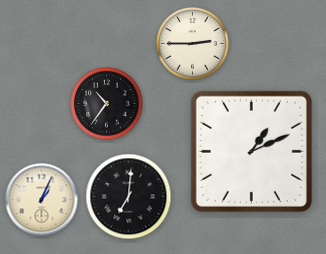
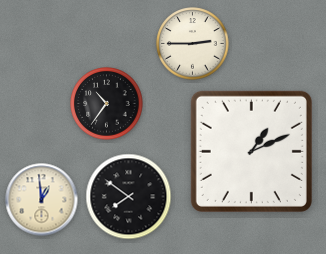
clock at (129, 197): 7:01 -> 7:51
clock at (42, 200): 1:04 -> 12:59
